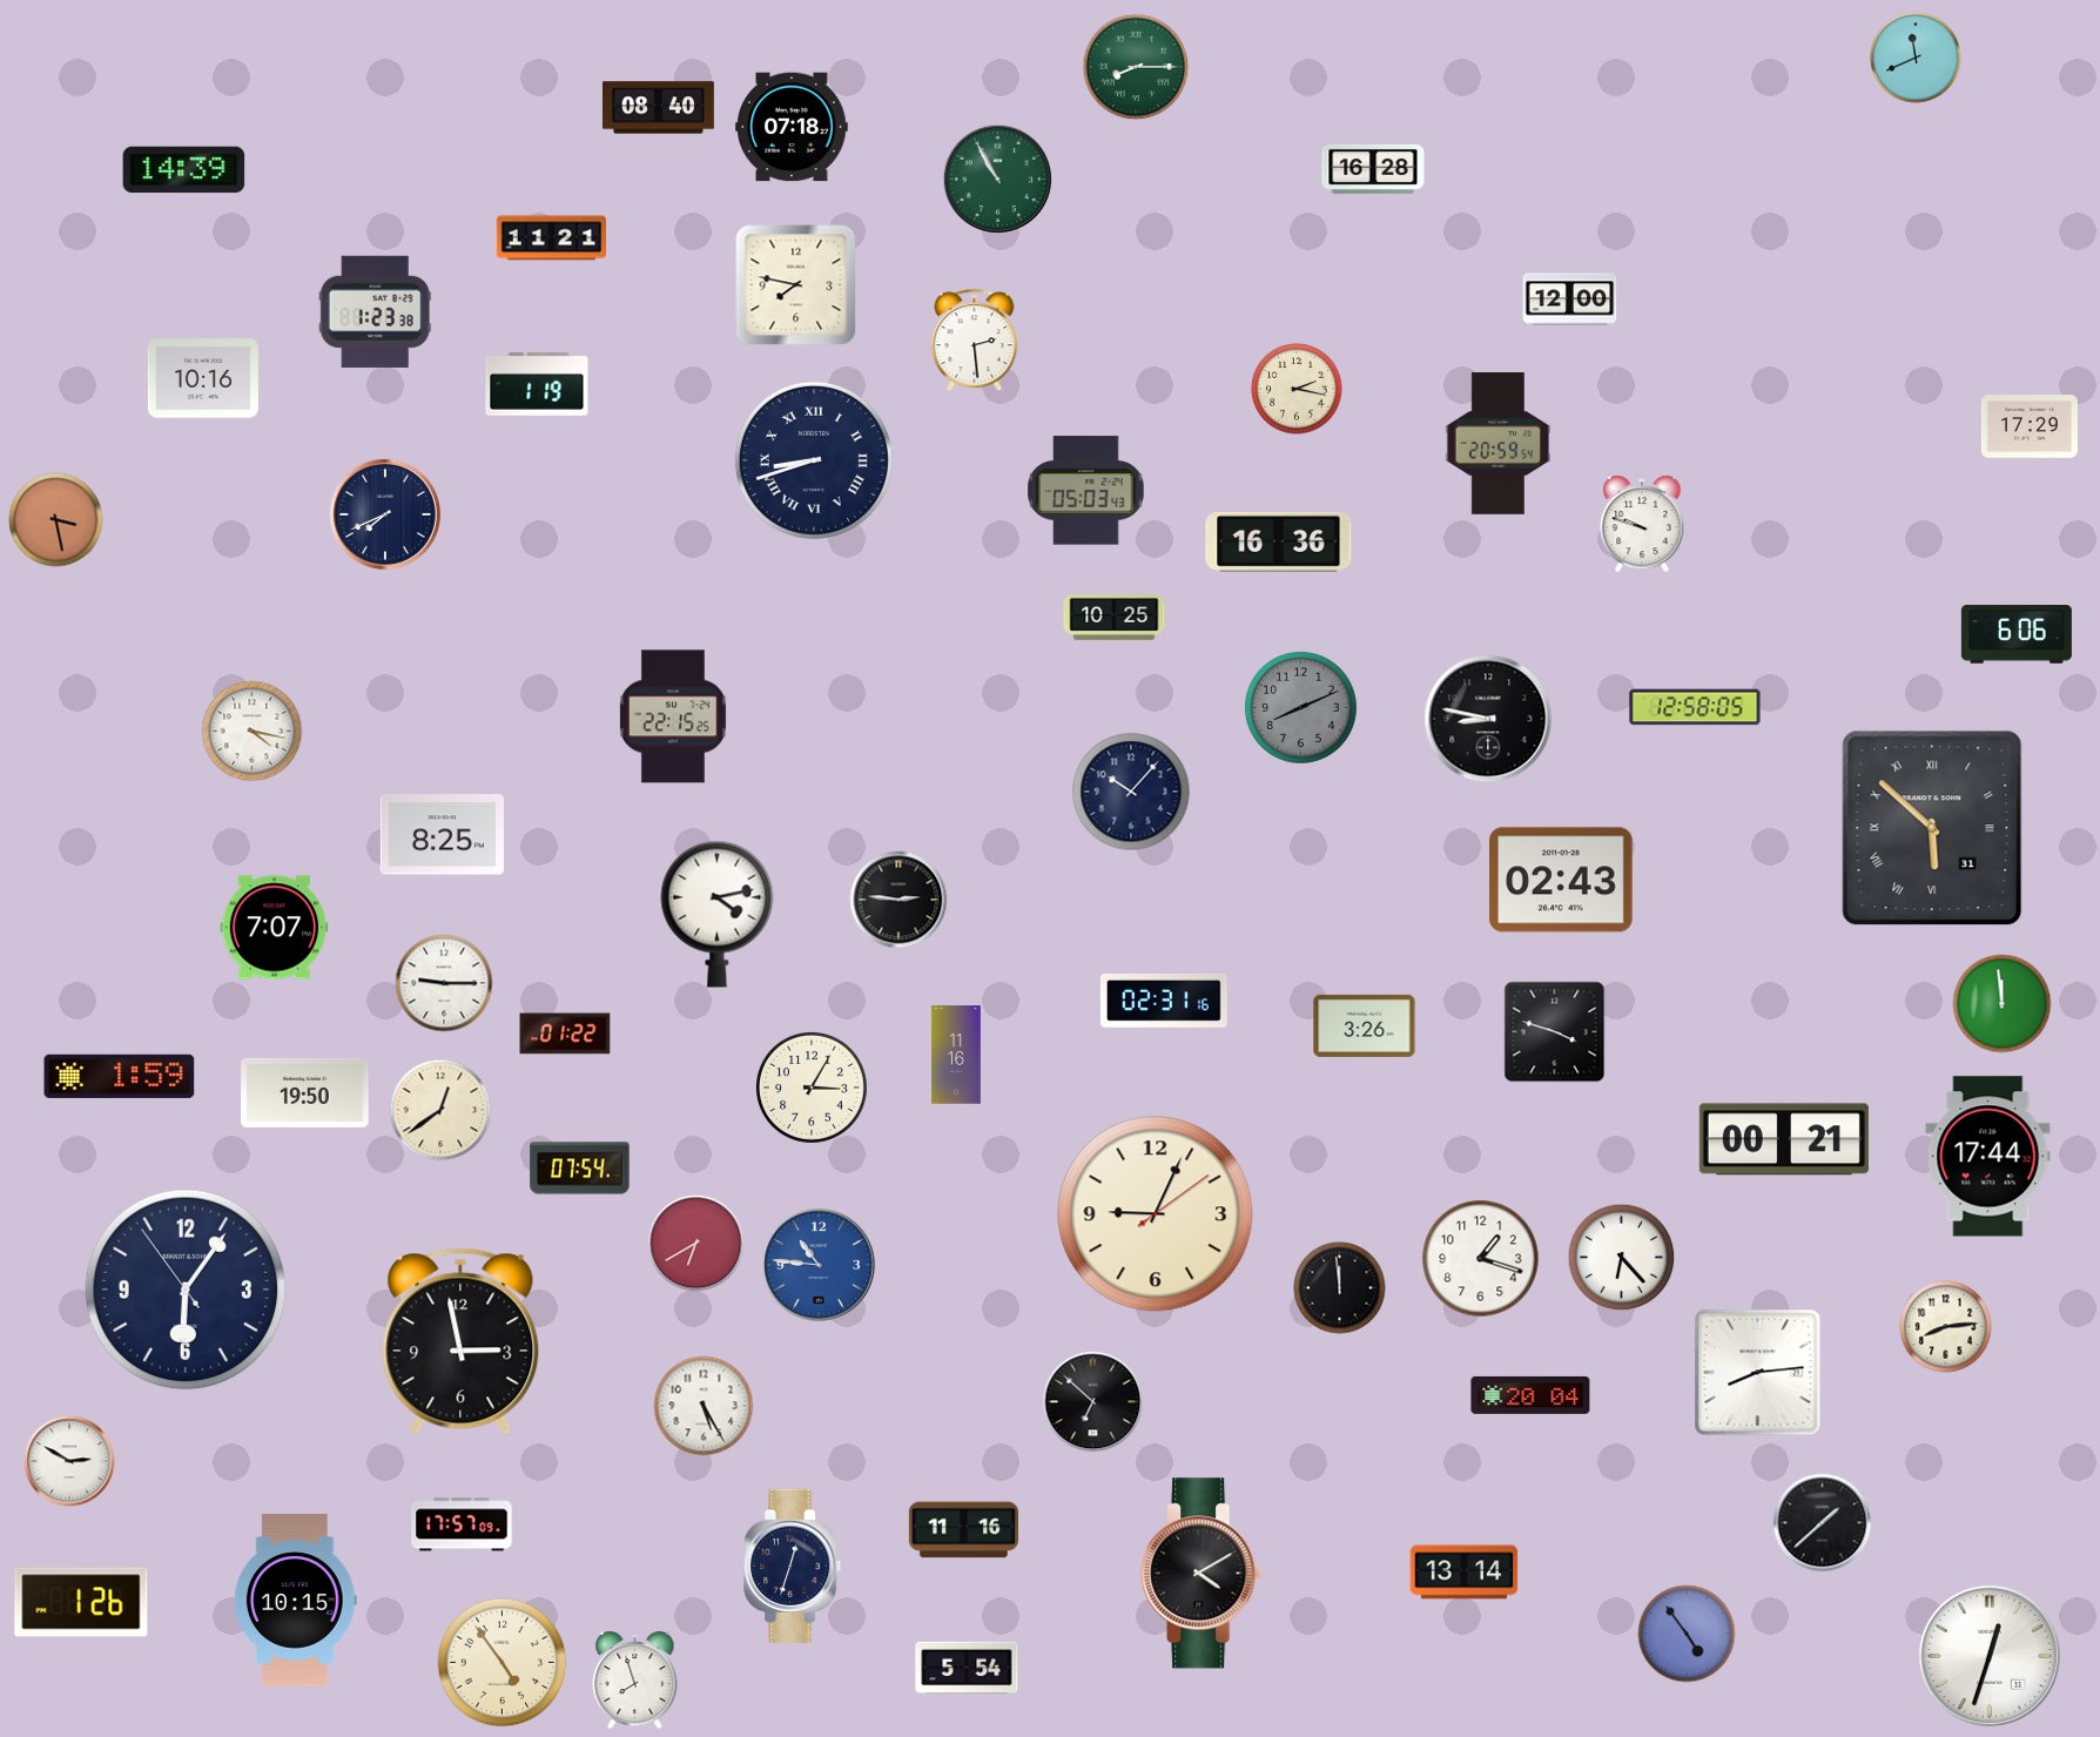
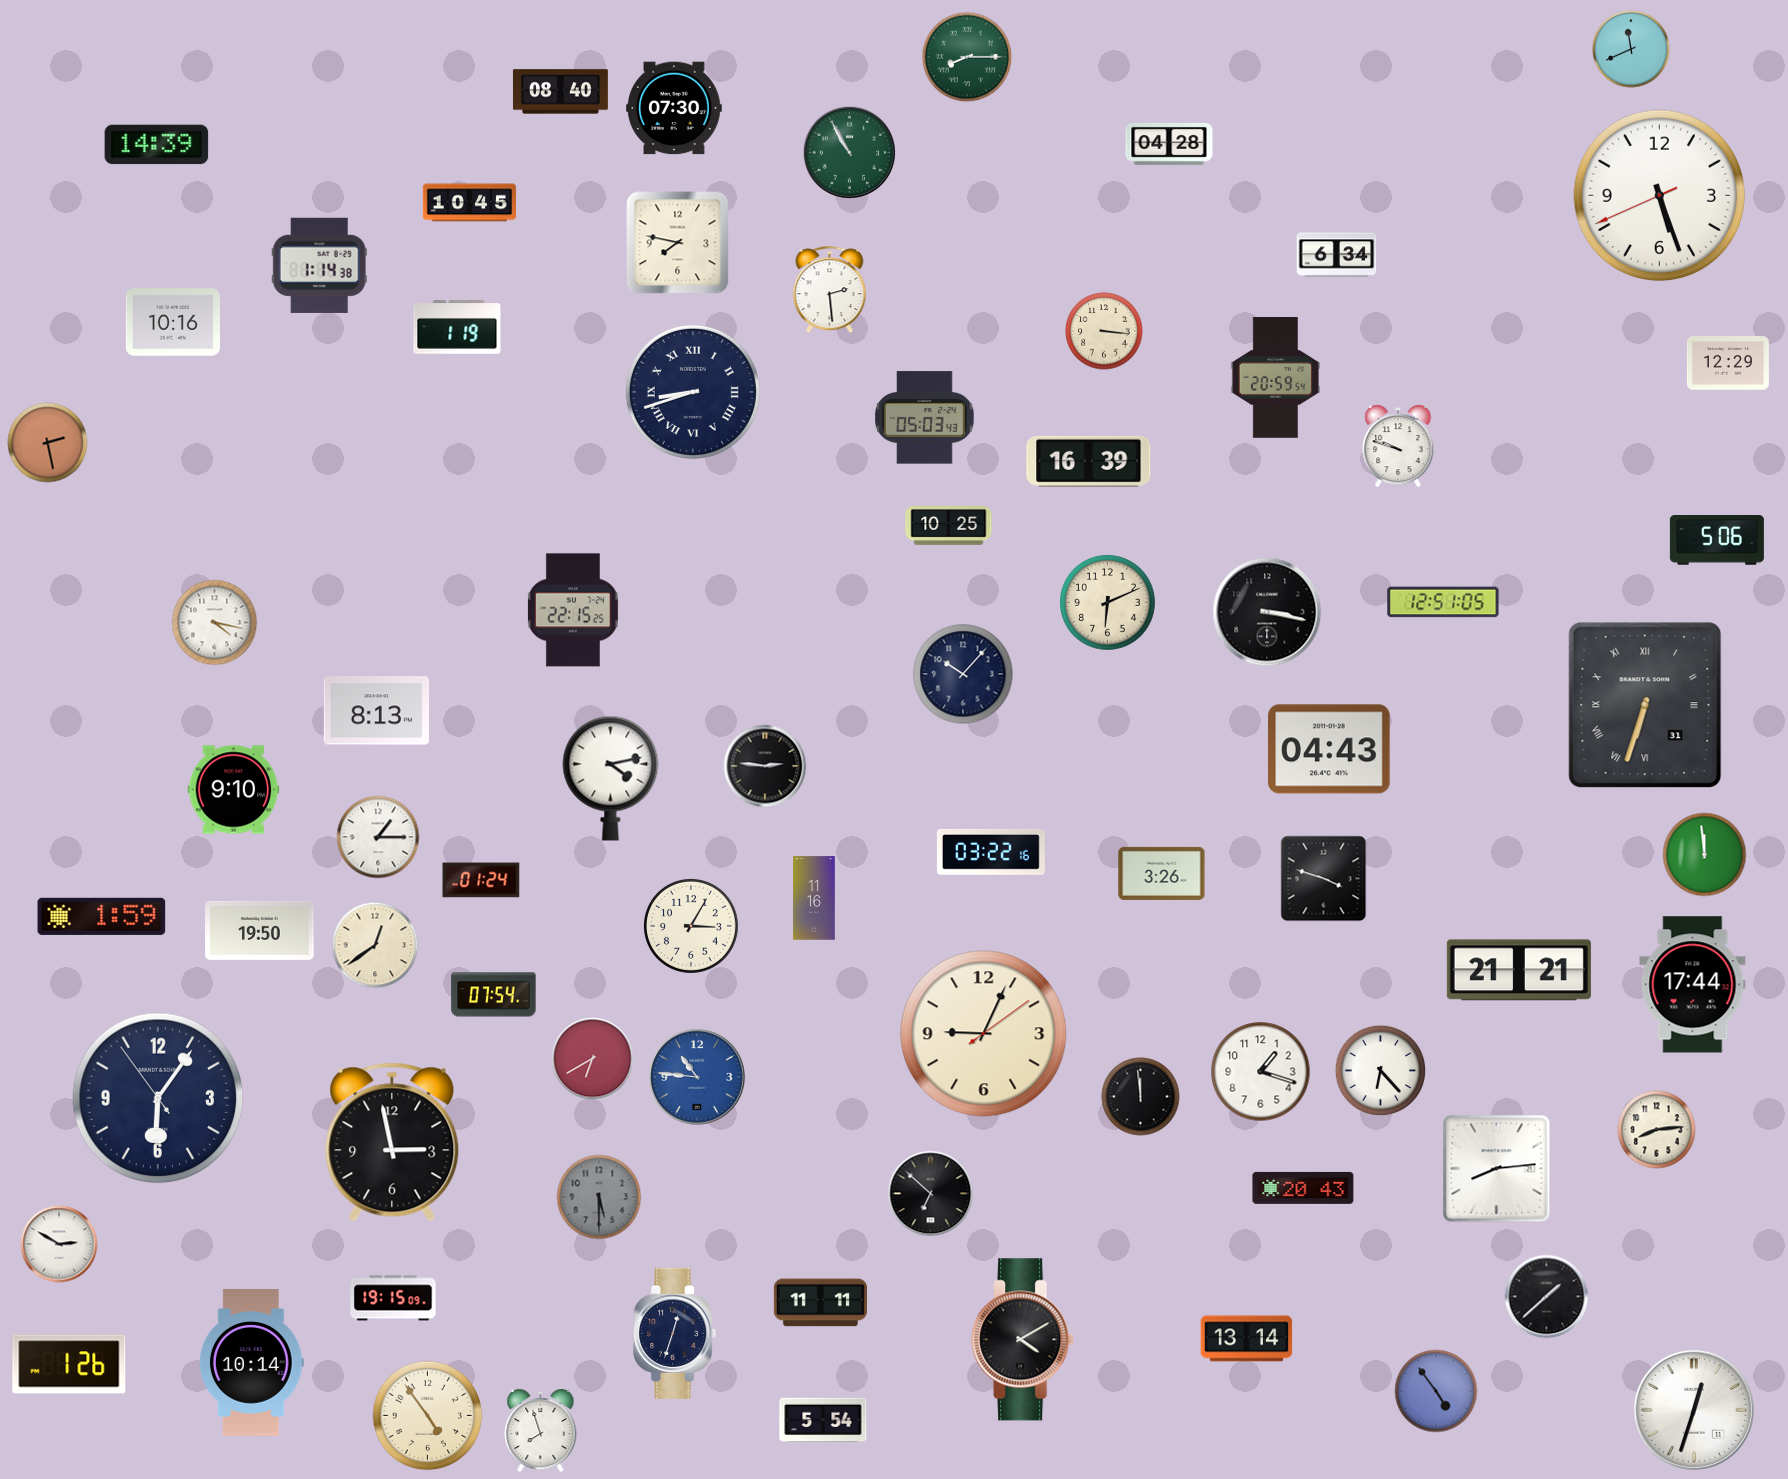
clock at (792, 127): 07:18 -> 07:30
clock at (1373, 169): 16:28 -> 04:28
clock at (1660, 196): none -> 5:26
clock at (551, 238): 11:21 -> 10:45
clock at (1570, 299): 12:00 -> 6:34
clock at (375, 311): 1:23 -> 1:14
clock at (1297, 389): 2:17 -> 3:16
clock at (2030, 426): 17:29 -> 12:29
clock at (385, 514): 7:41 -> none
clock at (56, 520): 3:28 -> 2:28
clock at (1279, 541): 16:36 -> 16:39
clock at (2017, 635): 6:06 -> 5:06
clock at (1695, 707): 12:58 -> 12:51
clock at (1301, 708): 8:11 -> 6:11
clock at (1301, 708) dial: grey -> cream
clock at (1488, 719): 8:47 -> 3:17
clock at (1932, 828): 5:52 -> 6:33
clock at (442, 835): 8:25 -> 8:13
clock at (1561, 880): 02:43 -> 04:43
clock at (275, 928): 7:07 -> 9:10
clock at (444, 983): 9:15 -> 1:15
clock at (1164, 1001): 02:31 -> 03:22
clock at (565, 1034): 01:22 -> 01:24
clock at (1784, 1139): 00:21 -> 21:21
clock at (1530, 1395): 20:04 -> 20:43
clock at (704, 1406): 5:25 -> 5:30
clock at (704, 1406) dial: white -> grey
clock at (1823, 1523) position: (1823, 1523) -> (1547, 1297)
clock at (462, 1524): 17:57 -> 19:15
clock at (963, 1530): 11:16 -> 11:11
clock at (295, 1601): 10:15 -> 10:14
